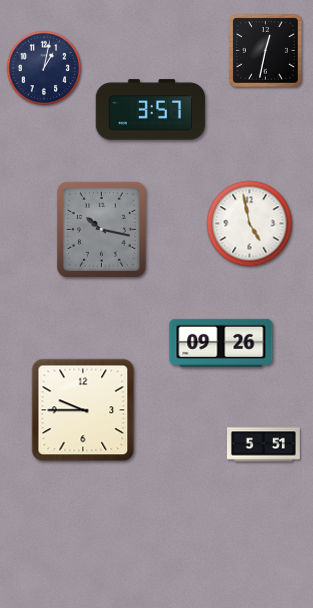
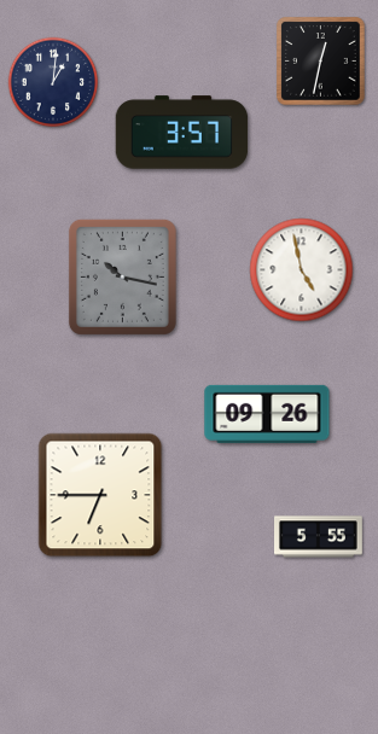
clock at (44, 68): 1:02 -> 1:01
clock at (83, 410): 9:45 -> 6:45
clock at (264, 445): 5:51 -> 5:55
